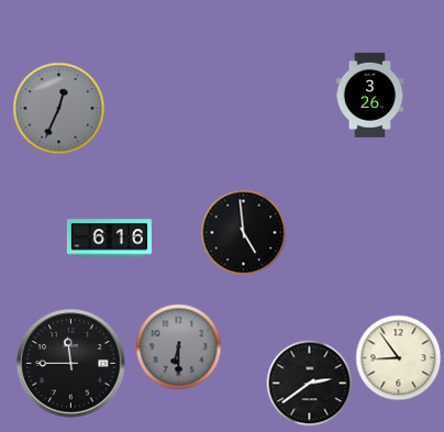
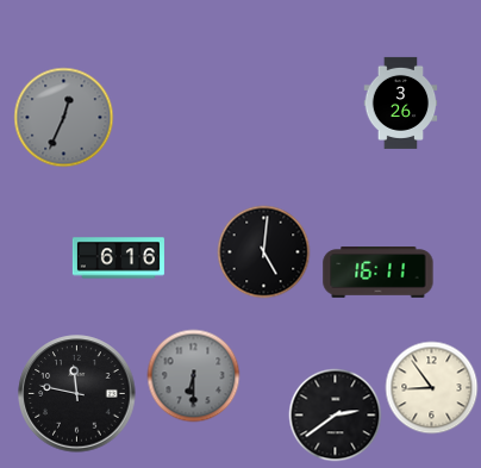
clock at (243, 232): 4:59 -> 5:01
clock at (379, 273): none -> 16:11
clock at (71, 364): 11:45 -> 11:47
